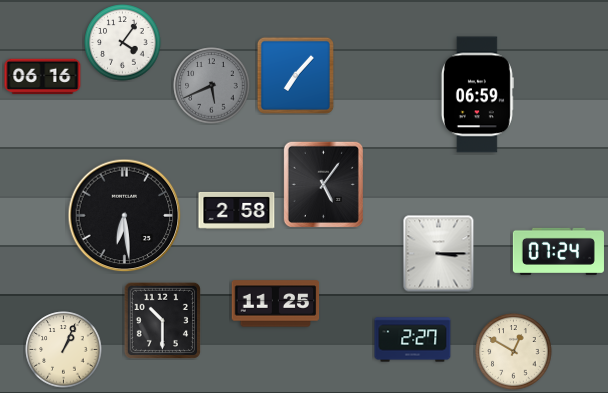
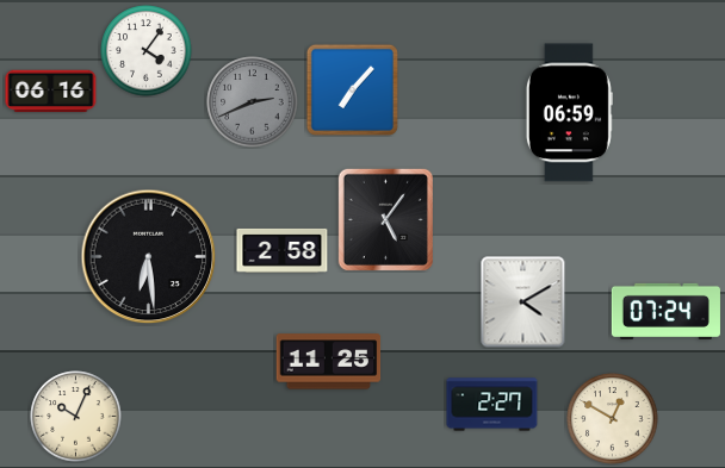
clock at (212, 86): 5:41 -> 2:41
clock at (558, 251) position: (558, 251) -> (665, 311)
clock at (439, 254): 3:15 -> 4:10
clock at (162, 320): 10:30 -> none
clock at (64, 350): 1:04 -> 10:04
